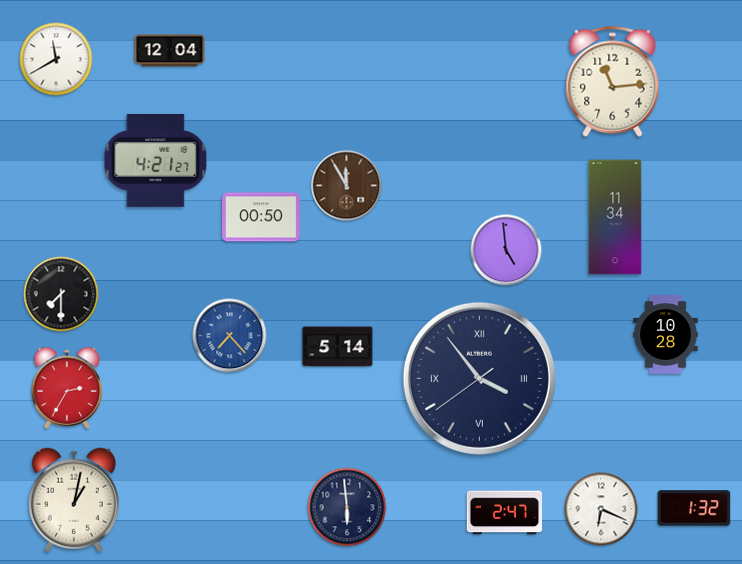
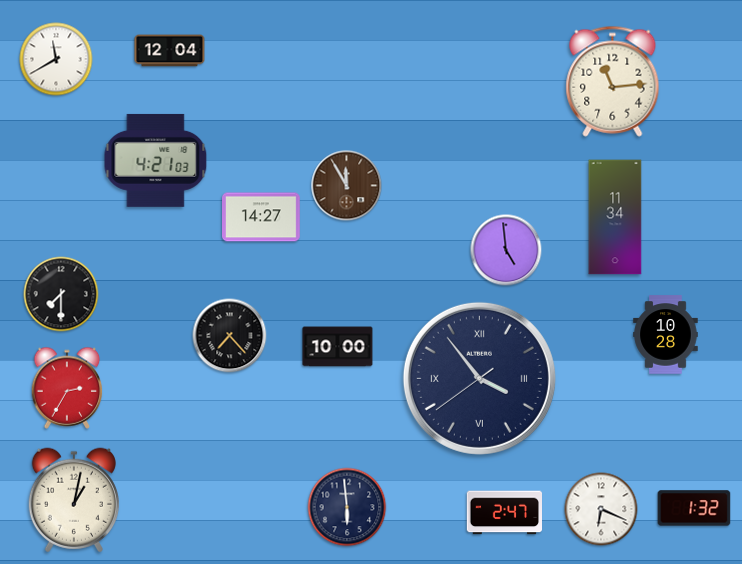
clock at (156, 160): 4:21:27 -> 4:21:03
clock at (262, 217): 00:50 -> 14:27
clock at (230, 336) dial: blue -> black
clock at (338, 347): 5:14 -> 10:00
